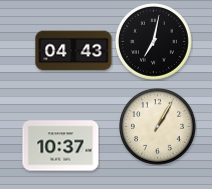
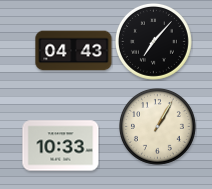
clock at (154, 42): 7:02 -> 7:07
clock at (61, 146): 10:37 -> 10:33
